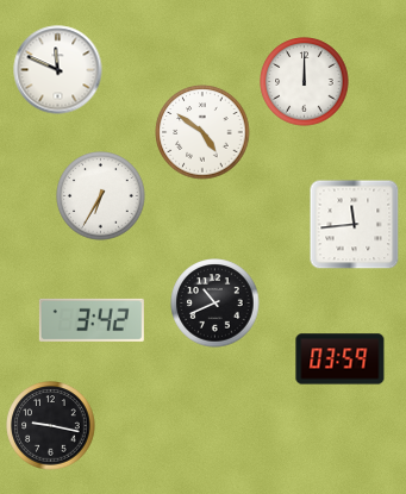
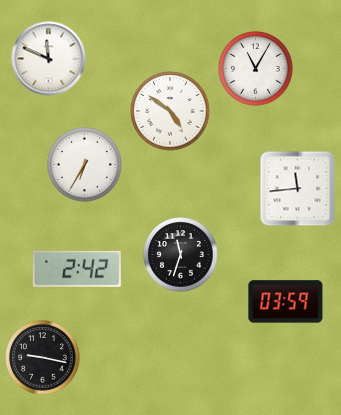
clock at (305, 82): 12:00 -> 11:05
clock at (216, 304): 10:41 -> 11:33
clock at (92, 320): 3:42 -> 2:42
